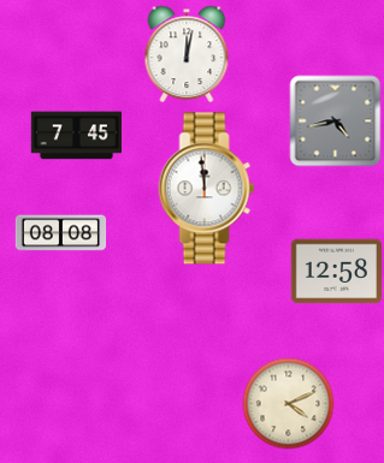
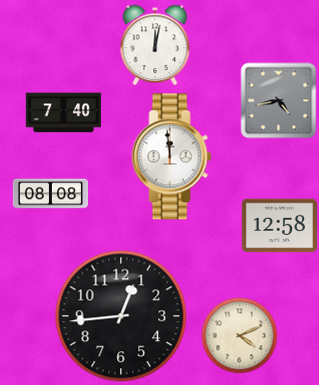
clock at (76, 136): 7:45 -> 7:40
clock at (121, 316): none -> 12:44
